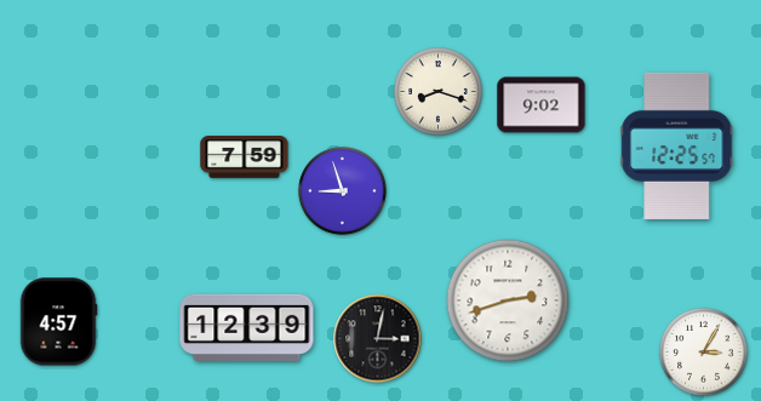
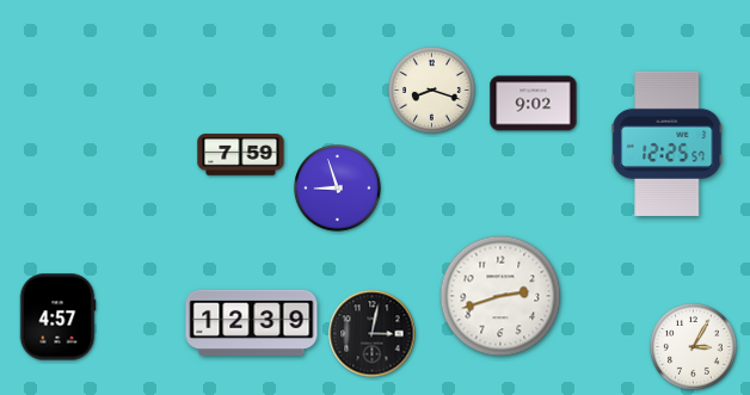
clock at (247, 327) position: (247, 327) -> (252, 322)
